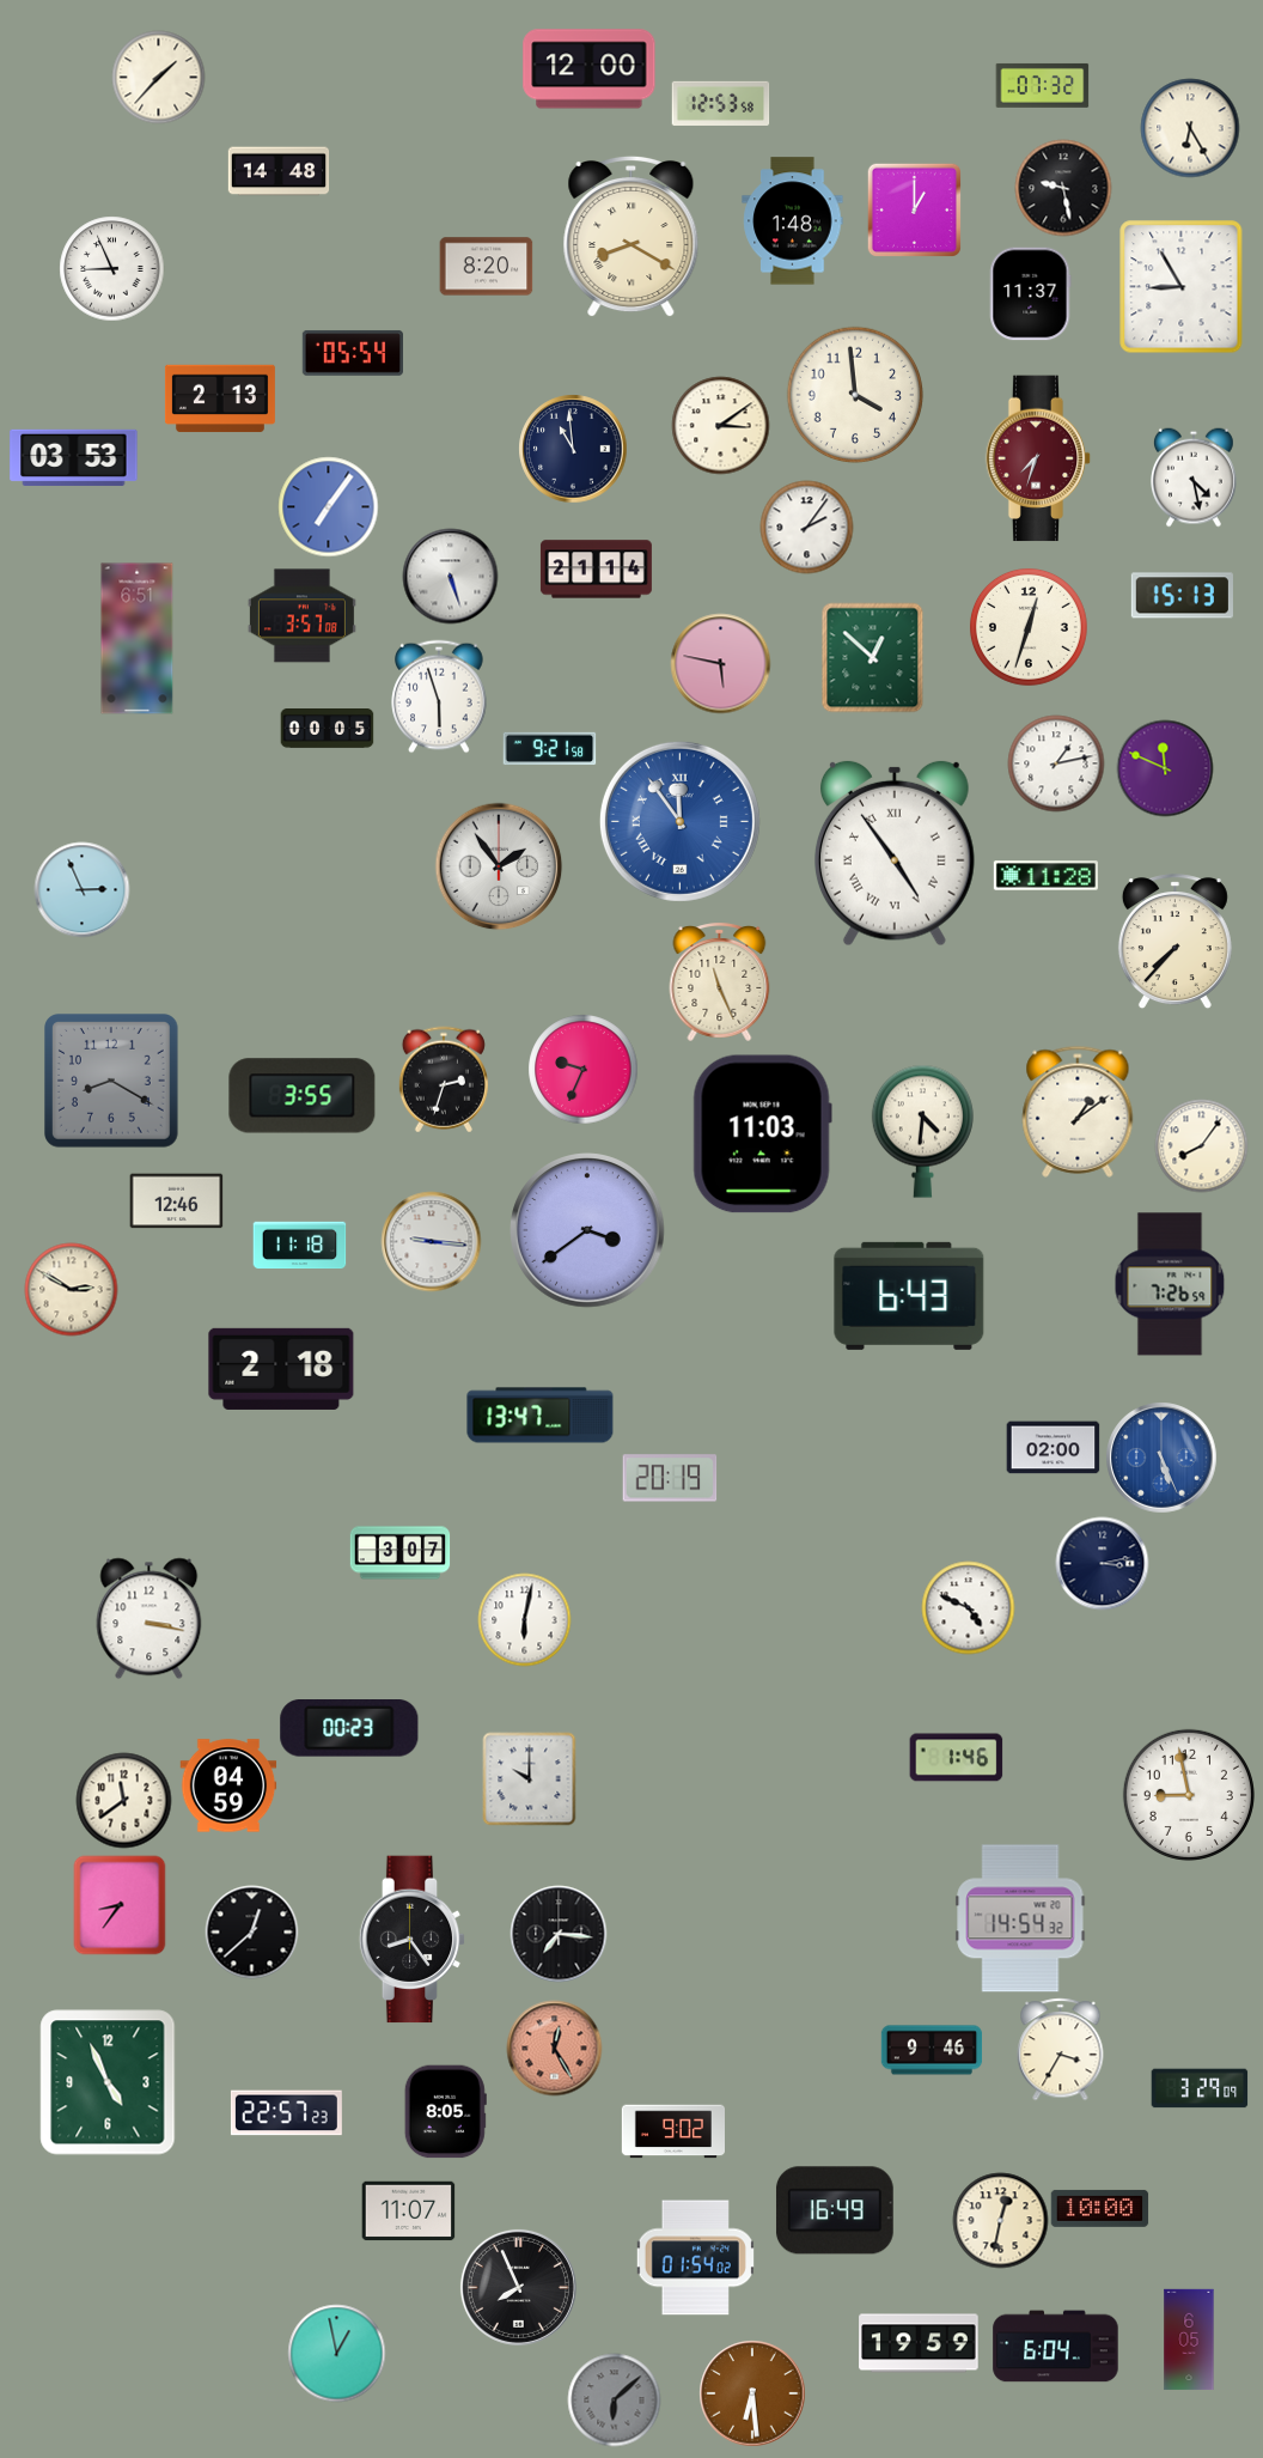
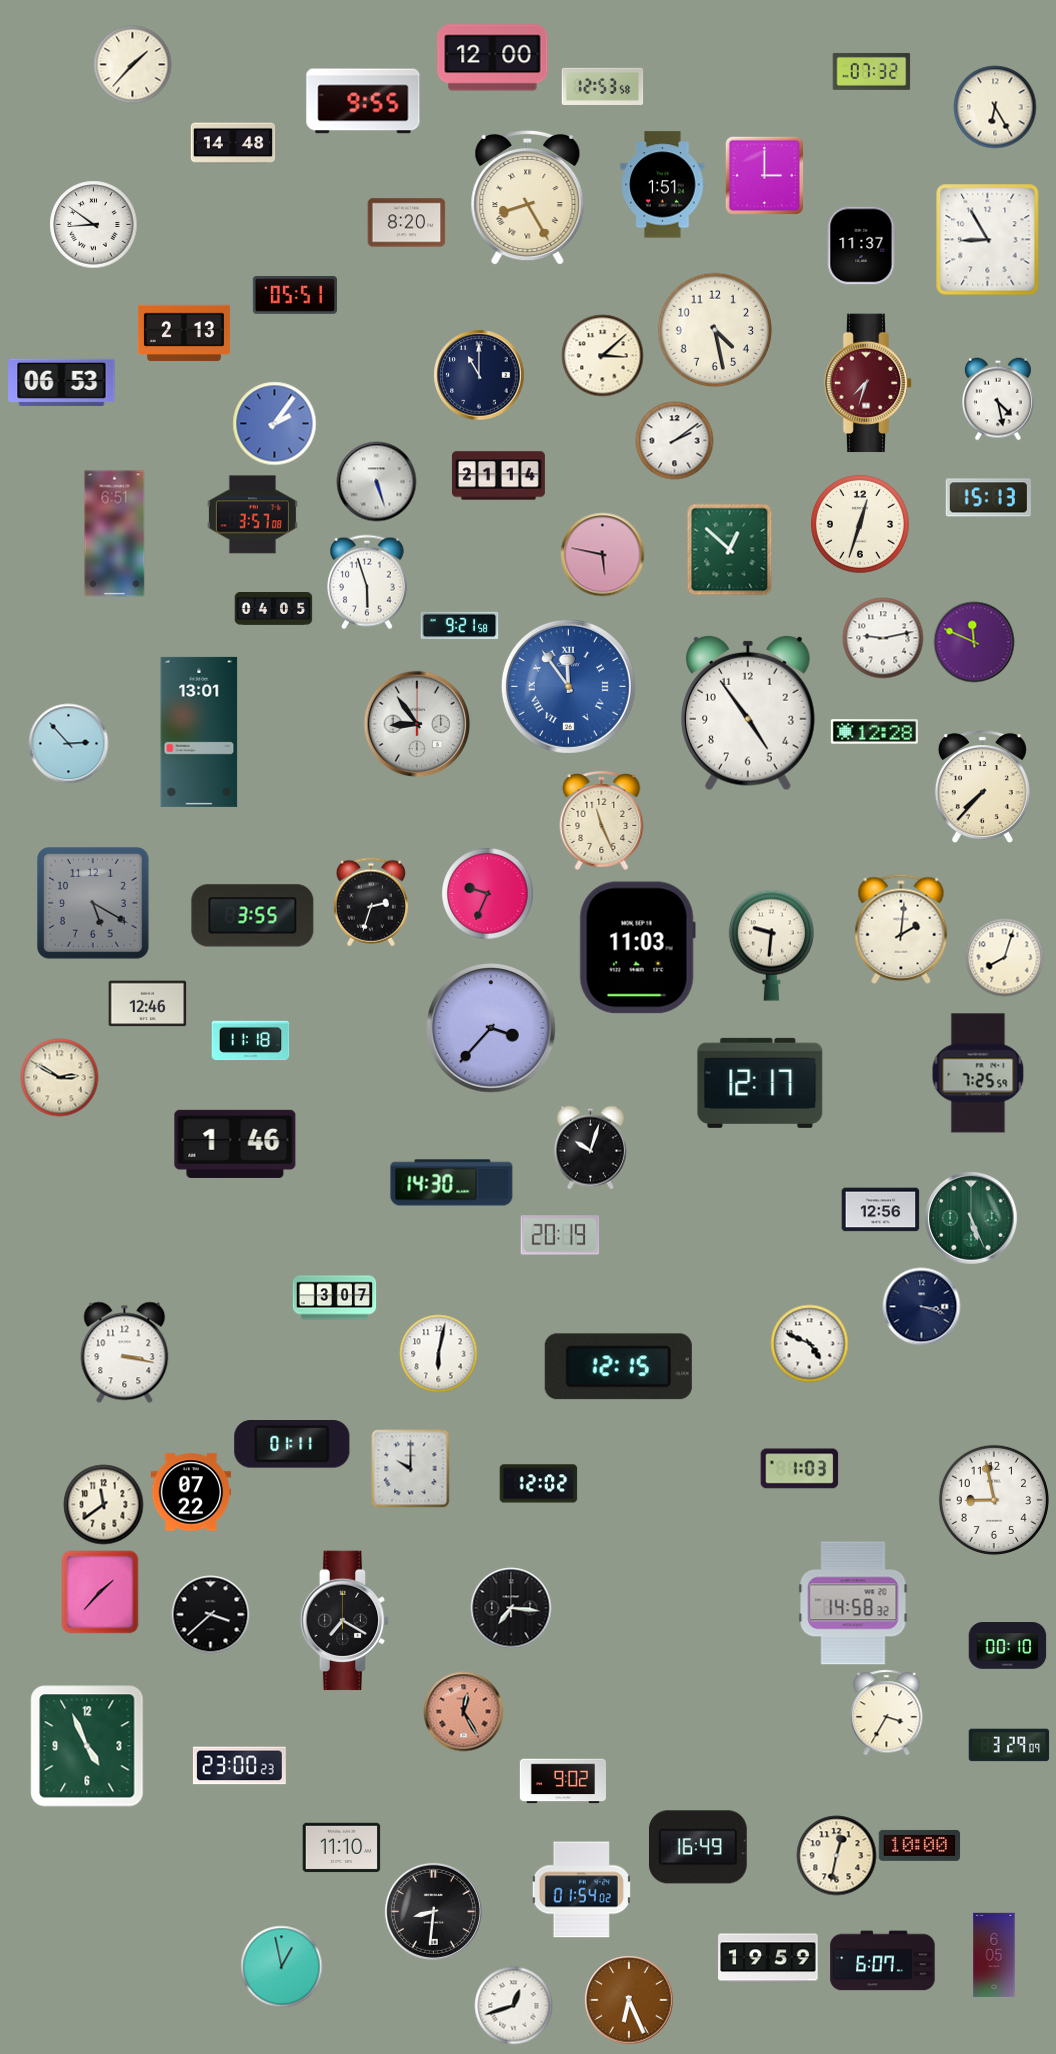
clock at (363, 101): none -> 9:55
clock at (1063, 188): 9:28 -> none
clock at (914, 209): 1:00 -> 3:00
clock at (793, 221): 1:48 -> 1:51
clock at (631, 236): 8:20 -> 8:25
clock at (111, 268): 8:56 -> 8:51
clock at (352, 353): 05:54 -> 05:51
clock at (855, 395): 3:59 -> 4:28
clock at (720, 425): 3:09 -> 3:08
clock at (573, 449): 10:59 -> 11:00
clock at (74, 457): 03:53 -> 06:53
clock at (328, 506): 7:06 -> 2:06
clock at (806, 527): 2:06 -> 2:09
clock at (327, 729): 00:05 -> 04:05
clock at (1056, 763): 1:13 -> 9:13
clock at (895, 853) numerals: Roman -> Arabic
clock at (499, 866): 1:54 -> 8:54
clock at (199, 732): none -> 13:01
clock at (1045, 876): 11:28 -> 12:28
clock at (81, 889): 2:56 -> 2:53
clock at (112, 1082): 8:20 -> 5:20
clock at (1078, 1112): 1:09 -> 2:01
clock at (922, 1131): 4:31 -> 9:31
clock at (1201, 1145): 8:06 -> 8:03
clock at (587, 1230): 3:39 -> 3:37
clock at (431, 1241): 9:16 -> none
clock at (1170, 1284): 7:26 -> 7:25
clock at (909, 1296): 6:43 -> 12:17
clock at (281, 1369): 2:18 -> 1:46
clock at (590, 1147): none -> 10:03
clock at (541, 1416): 13:47 -> 14:30
clock at (1052, 1448): 02:00 -> 12:56
clock at (1161, 1458) dial: blue -> green
clock at (1102, 1563): 3:13 -> 3:18
clock at (618, 1367): none -> 12:15
clock at (349, 1729): 00:23 -> 01:11
clock at (956, 1758): 1:46 -> 1:03
clock at (538, 1484): none -> 12:02
clock at (529, 1778) position: (529, 1778) -> (410, 1468)
clock at (228, 1785): 04:59 -> 07:22
clock at (120, 1905): 8:36 -> 1:37
clock at (1020, 1918): 14:54 -> 14:58
clock at (251, 1931): 12:38 -> 3:38
clock at (559, 1934) position: (559, 1934) -> (511, 1608)
clock at (413, 1940): 8:24 -> 7:20
clock at (1007, 1646): none -> 00:10
clock at (932, 2050): 9:46 -> none
clock at (108, 2082) position: (108, 2082) -> (87, 1746)
clock at (1200, 2088) position: (1200, 2088) -> (1009, 1745)
clock at (445, 2111): 8:05 -> none
clock at (286, 2113): 22:57 -> 23:00
clock at (408, 2211): 11:07 -> 11:10
clock at (695, 2258) position: (695, 2258) -> (581, 1890)
clock at (518, 2287): 7:56 -> 8:31
clock at (1056, 2347): 6:04 -> 6:07
clock at (752, 2393): 6:29 -> 6:26
clock at (614, 2399): 6:08 -> 12:42
clock at (614, 2399) dial: grey -> white
